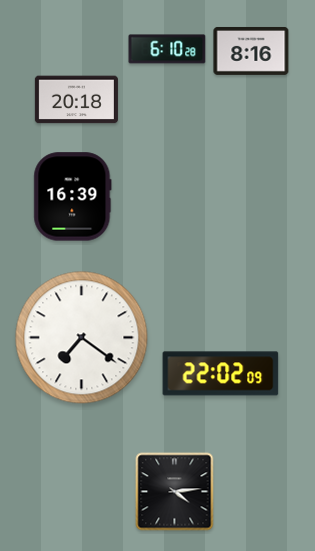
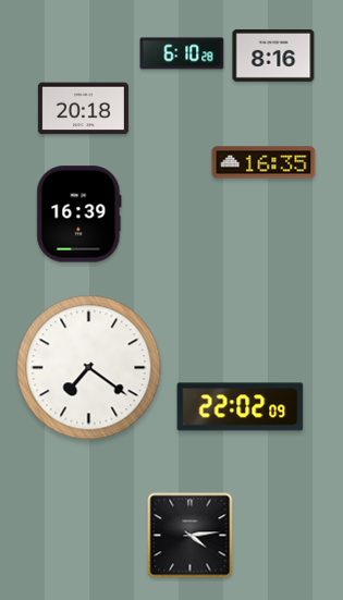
clock at (264, 162): none -> 16:35
